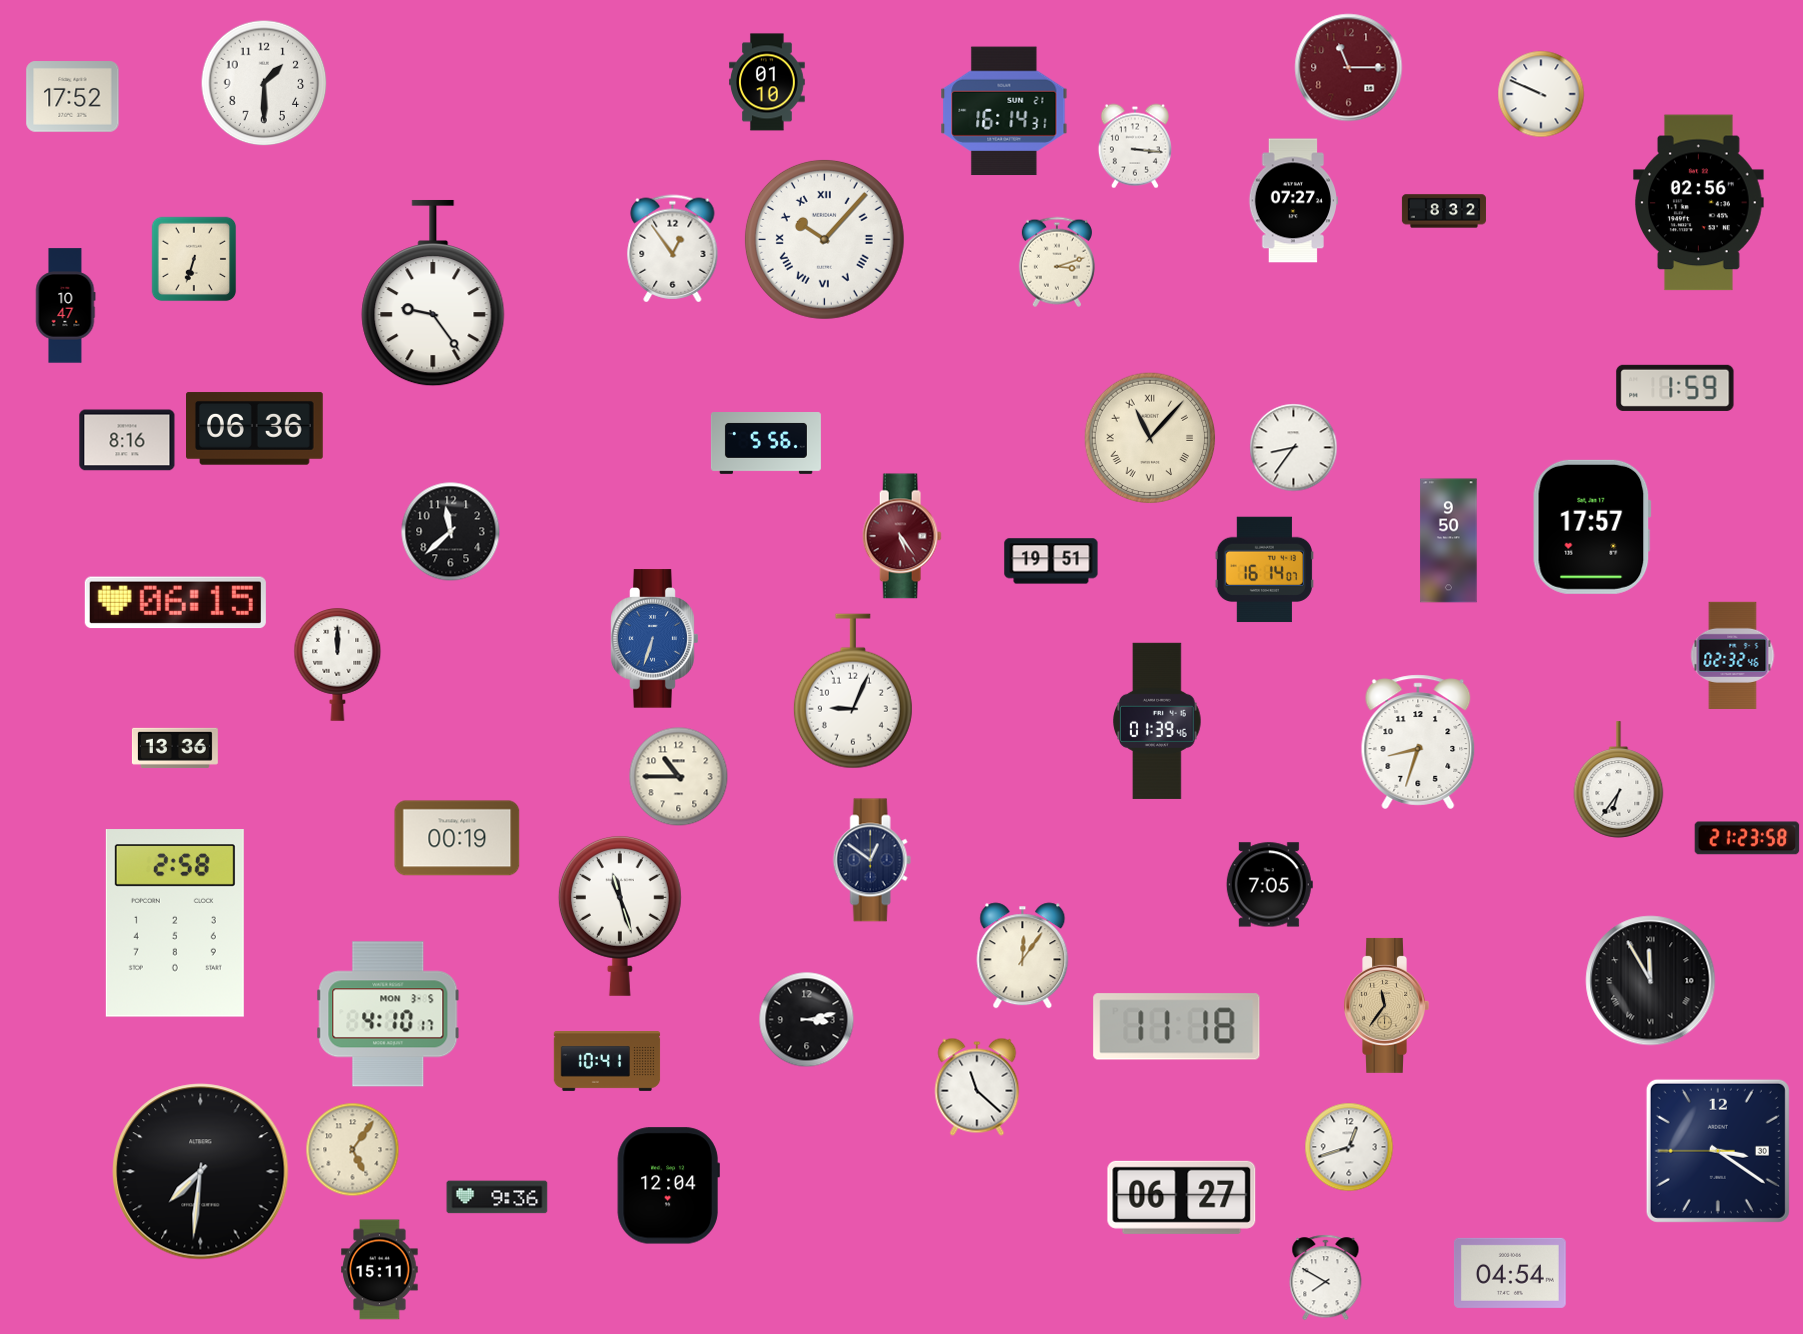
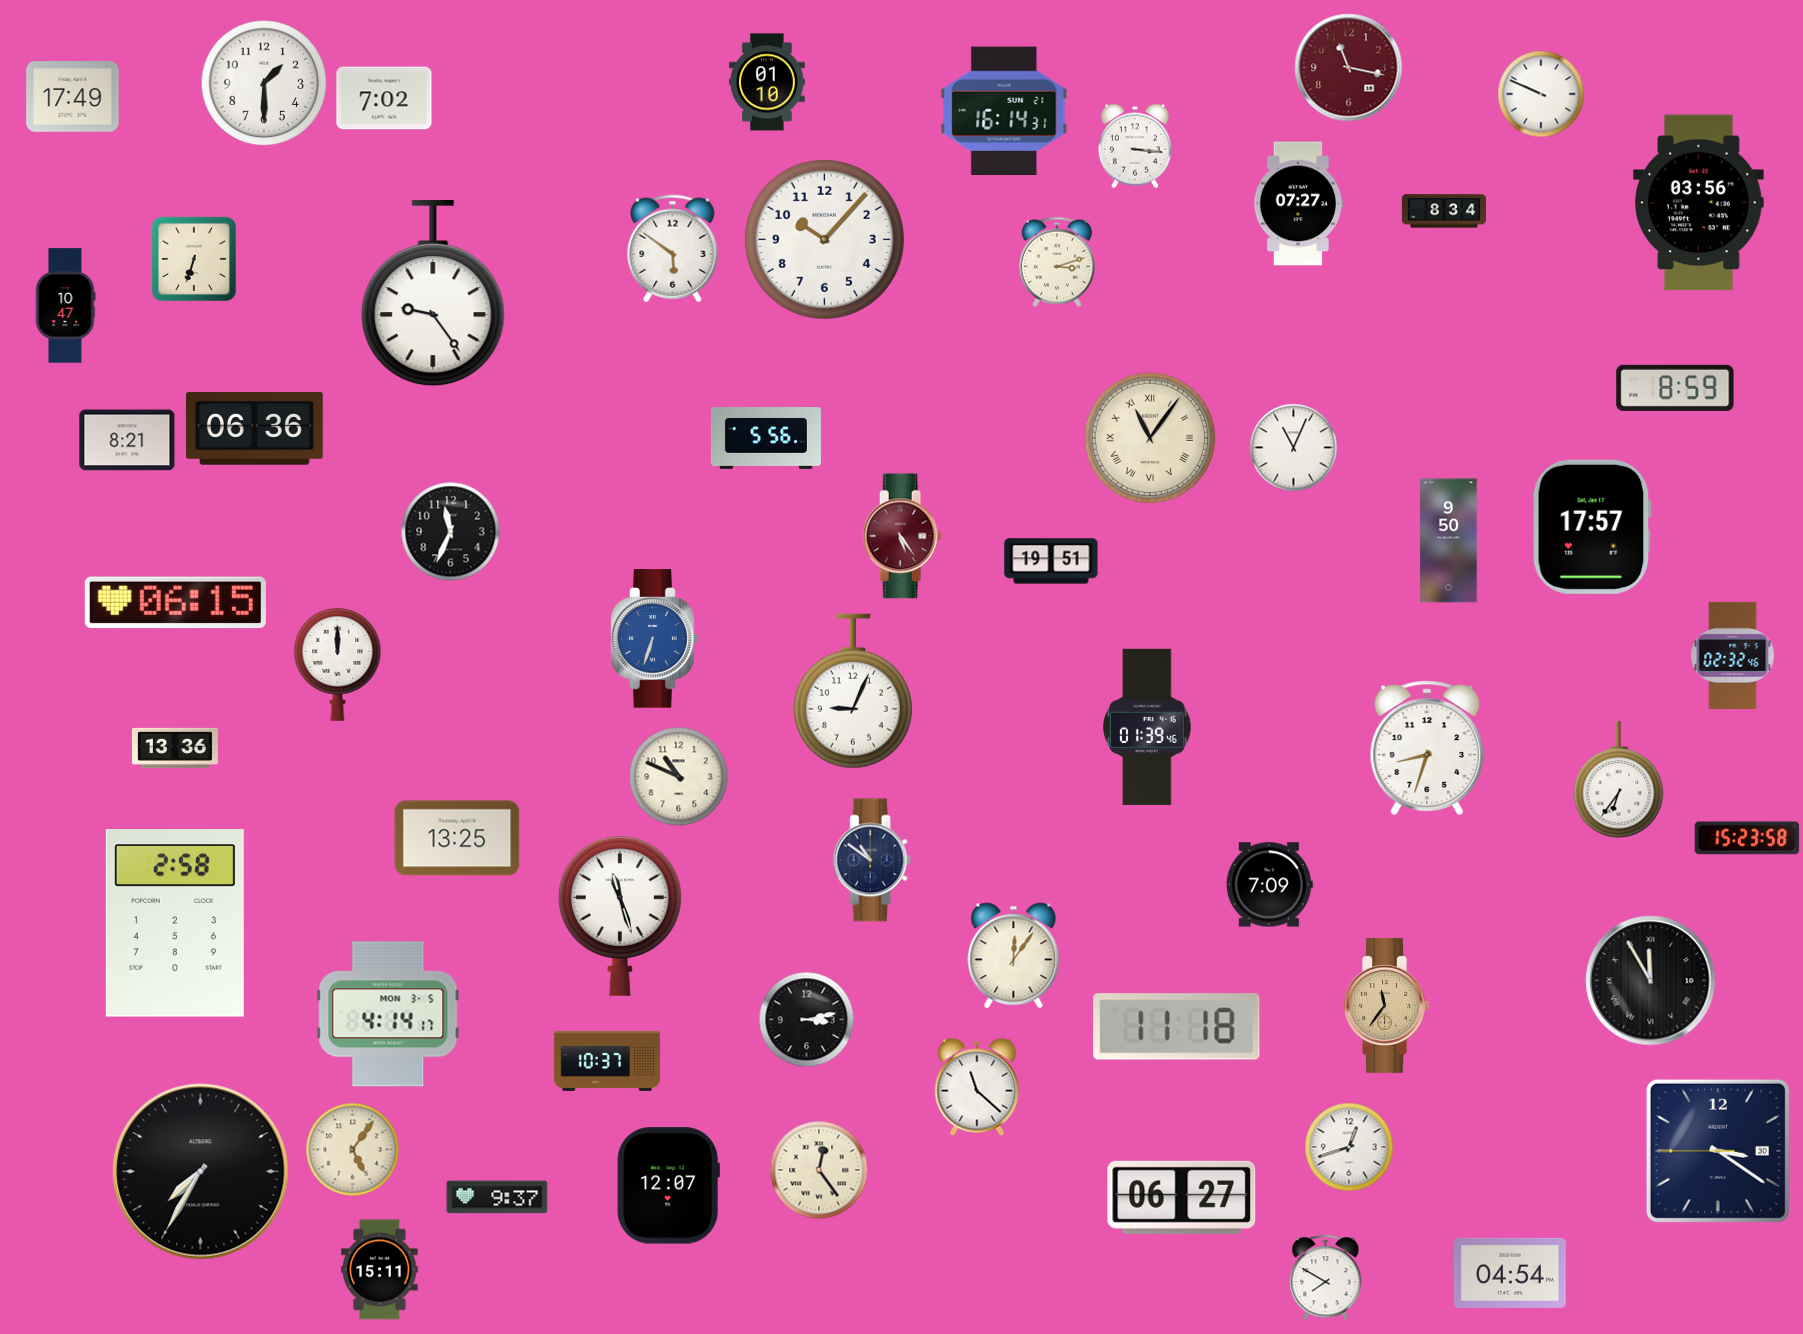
clock at (1349, 68): 11:15 -> 11:17
clock at (73, 97): 17:52 -> 17:49
clock at (384, 98): none -> 7:02
clock at (1293, 201) position: (1293, 201) -> (1298, 204)
clock at (1699, 203): 02:56 -> 03:56
clock at (1444, 211): 8:32 -> 8:34
clock at (824, 239) numerals: Roman -> Arabic
clock at (673, 249): 12:54 -> 5:51
clock at (1675, 388): 1:59 -> 8:59
clock at (1150, 438): 11:07 -> 11:06
clock at (127, 440): 8:16 -> 8:21
clock at (766, 444) position: (766, 444) -> (766, 439)
clock at (1294, 448): 8:36 -> 11:04
clock at (451, 532): 11:38 -> 11:34
clock at (1264, 570): 16:14 -> none
clock at (1157, 721) position: (1157, 721) -> (1147, 727)
clock at (1418, 742) position: (1418, 742) -> (1427, 748)
clock at (679, 777): 10:45 -> 10:49
clock at (457, 838): 00:19 -> 13:25
clock at (1747, 838): 21:23 -> 15:23
clock at (872, 860): 12:51 -> 10:51
clock at (1269, 885): 7:05 -> 7:09
clock at (1023, 956) position: (1023, 956) -> (1014, 956)
clock at (388, 1014): 4:10 -> 4:14
clock at (607, 1062): 10:41 -> 10:37
clock at (819, 1170): none -> 12:24
clock at (201, 1172): 7:31 -> 7:35
clock at (668, 1186): 12:04 -> 12:07
clock at (497, 1197): 9:36 -> 9:37
